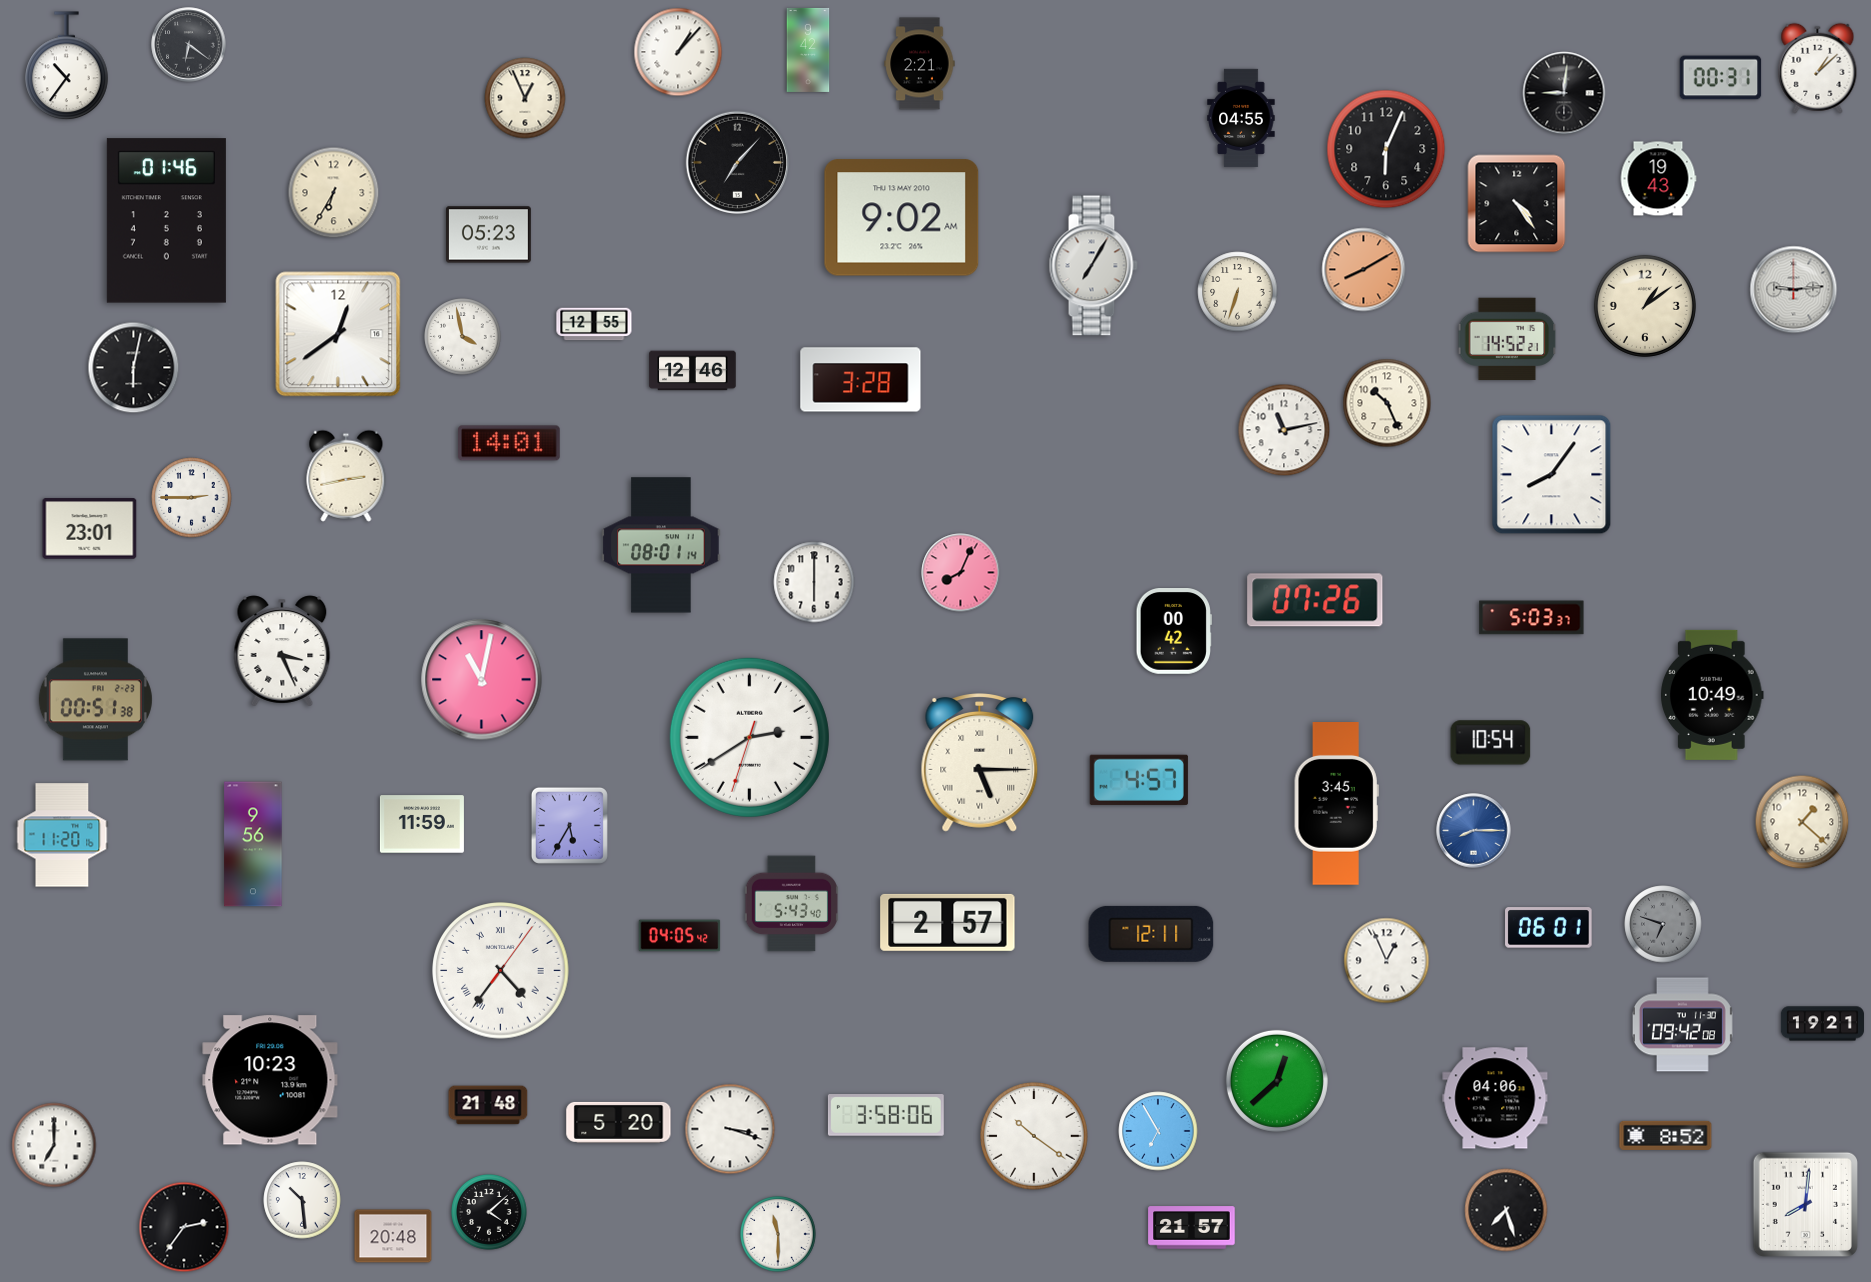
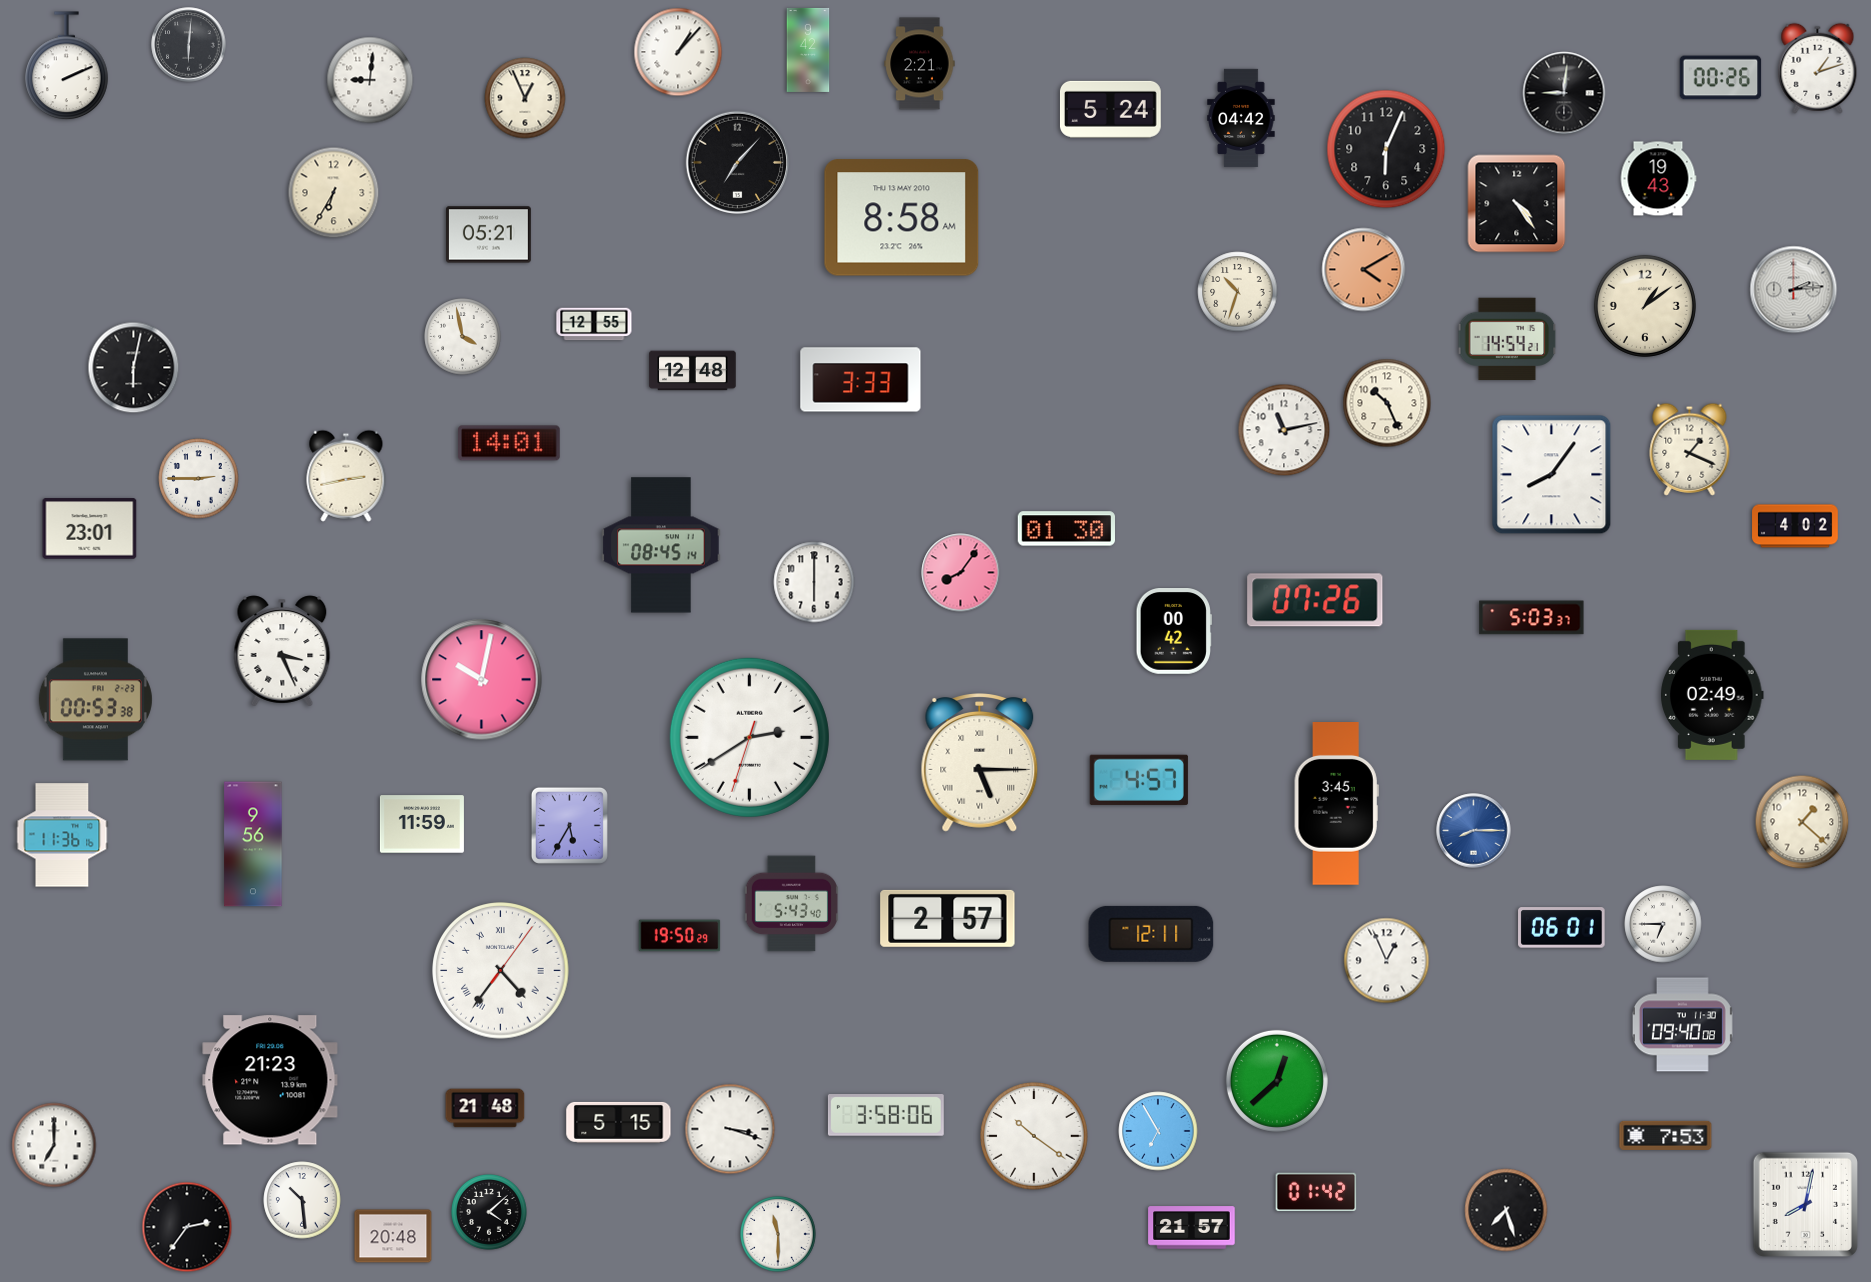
clock at (189, 45): 6:21 -> 6:01
clock at (67, 66): 10:36 -> 2:11
clock at (1818, 68): 1:08 -> 1:12
clock at (1721, 78): 00:31 -> 00:26
clock at (370, 80): none -> 9:01
clock at (1110, 109): none -> 5:24
clock at (1241, 117): 04:55 -> 04:42
clock at (902, 218): 9:02 -> 8:58
clock at (166, 221): 01:46 -> none
clock at (488, 235): 05:23 -> 05:21
clock at (1093, 266): 7:05 -> none
clock at (1364, 270): 8:10 -> 4:10
clock at (1794, 290): 9:14 -> 2:14
clock at (1238, 292): 6:33 -> 10:33
clock at (338, 334): 12:39 -> none
clock at (1507, 339): 14:52 -> 14:54
clock at (693, 371): 12:46 -> 12:48
clock at (861, 380): 3:28 -> 3:33
clock at (1690, 449): none -> 1:19
clock at (192, 498) position: (192, 498) -> (199, 479)
clock at (1795, 526): none -> 4:02
clock at (1066, 529): none -> 01:30
clock at (661, 545): 08:01 -> 08:45
clock at (961, 573): 8:04 -> 8:06
clock at (482, 680): 11:02 -> 10:02
clock at (1712, 695): 10:49 -> 02:49
clock at (95, 700): 00:51 -> 00:53
clock at (1491, 743): 10:54 -> none
clock at (62, 835): 11:20 -> 11:36
clock at (948, 922) position: (948, 922) -> (948, 918)
clock at (1663, 924): 6:48 -> 6:45
clock at (1663, 924) dial: grey -> white
clock at (1549, 928) position: (1549, 928) -> (1562, 928)
clock at (680, 936): 04:05 -> 19:50
clock at (1822, 1024): 19:21 -> none
clock at (1682, 1025): 09:42 -> 09:40
clock at (270, 1080): 10:23 -> 21:23
clock at (1495, 1098): 04:06 -> none
clock at (488, 1105) position: (488, 1105) -> (485, 1108)
clock at (619, 1122): 5:20 -> 5:15
clock at (1666, 1135): 8:52 -> 7:53
clock at (1316, 1192): none -> 01:42
clock at (1805, 1204): 8:01 -> 8:02
clock at (184, 1227) position: (184, 1227) -> (187, 1227)
